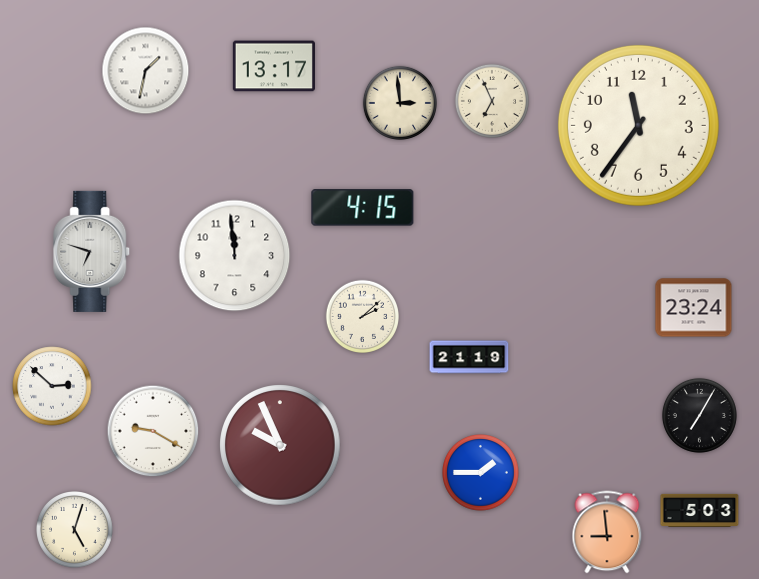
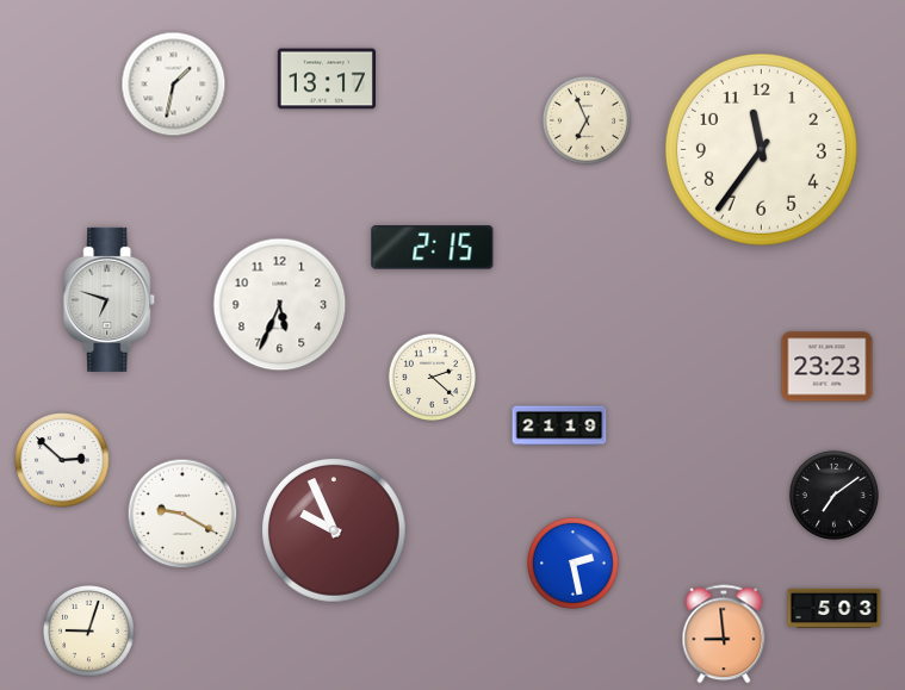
clock at (400, 103): 2:59 -> none
clock at (363, 208): 4:15 -> 2:15
clock at (235, 256): 11:59 -> 5:34
clock at (694, 308): 23:24 -> 23:23
clock at (362, 316): 2:08 -> 2:22
clock at (699, 415): 7:05 -> 7:09
clock at (481, 473): 1:45 -> 2:28
clock at (75, 530): 5:03 -> 9:03
